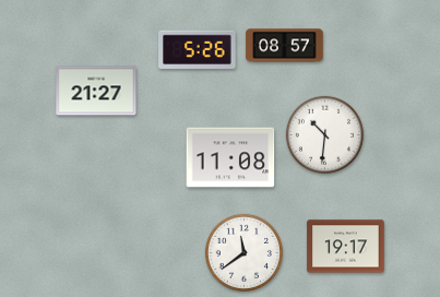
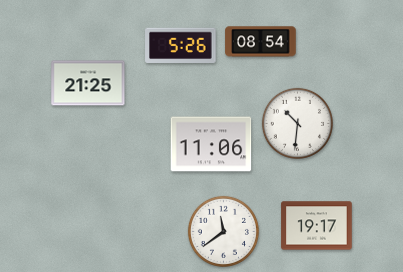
clock at (285, 46): 08:57 -> 08:54
clock at (96, 91): 21:27 -> 21:25
clock at (230, 157): 11:08 -> 11:06
